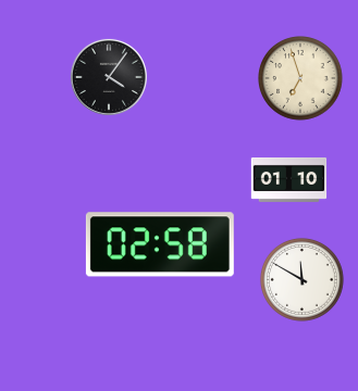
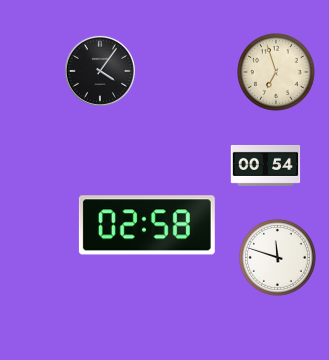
clock at (289, 179): 01:10 -> 00:54
clock at (301, 279): 11:50 -> 11:48
